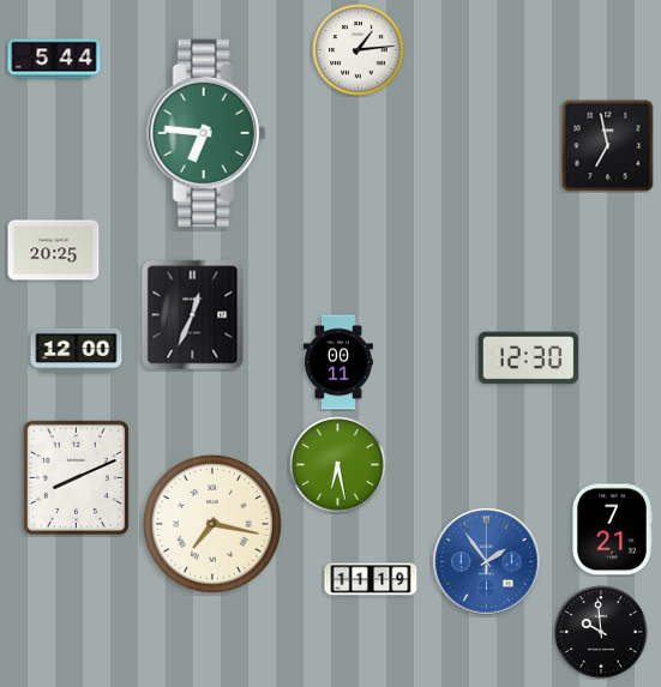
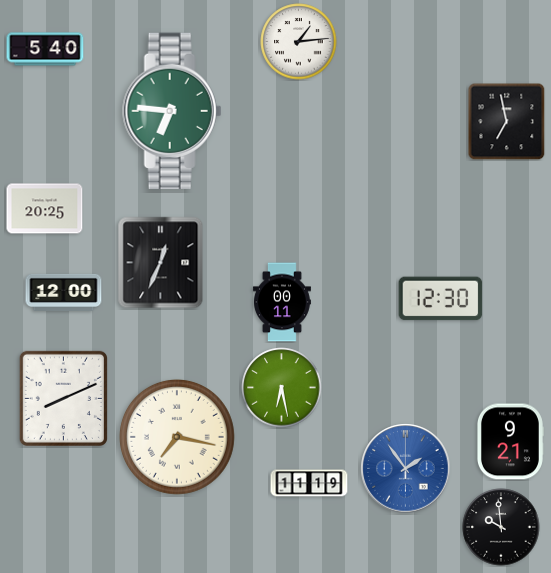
clock at (54, 59): 5:44 -> 5:40
clock at (612, 530): 7:21 -> 9:21
